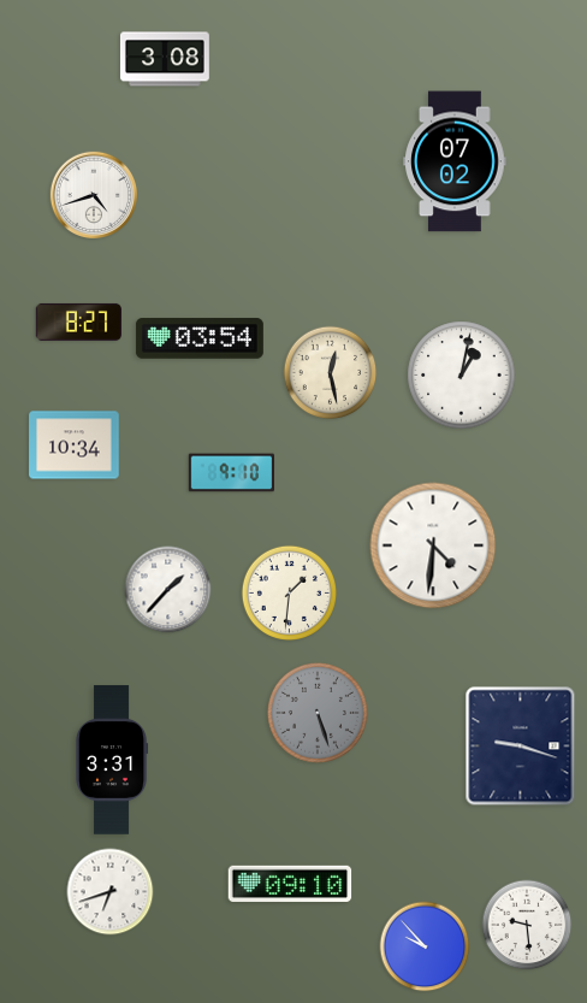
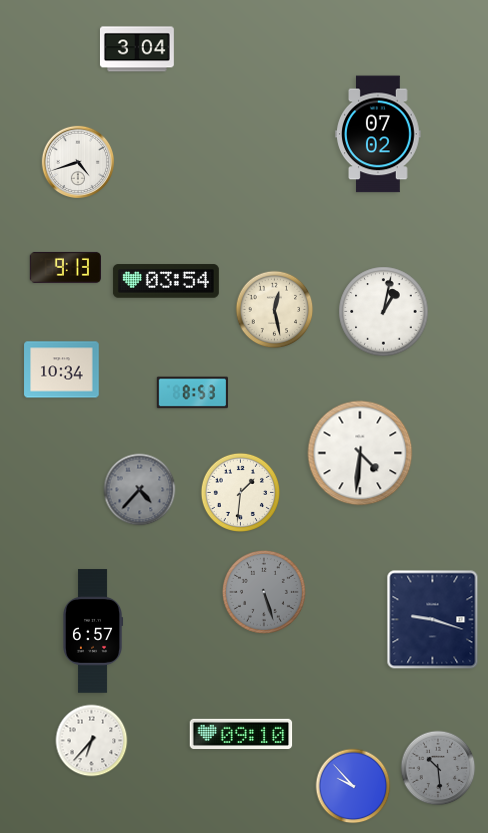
clock at (165, 59): 3:08 -> 3:04
clock at (78, 321): 8:27 -> 9:13
clock at (231, 473): 9:10 -> 8:53
clock at (168, 590): 1:37 -> 4:37
clock at (168, 590) dial: white -> grey
clock at (112, 760): 3:31 -> 6:57
clock at (111, 892): 6:42 -> 6:37
clock at (527, 925): 9:29 -> 10:29
clock at (527, 925) dial: white -> grey
